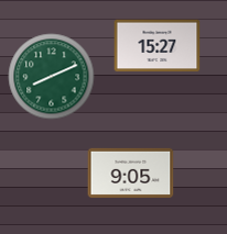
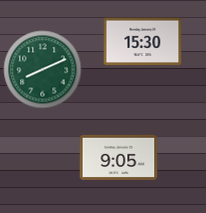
clock at (156, 46): 15:27 -> 15:30
clock at (51, 76) position: (51, 76) -> (42, 69)
